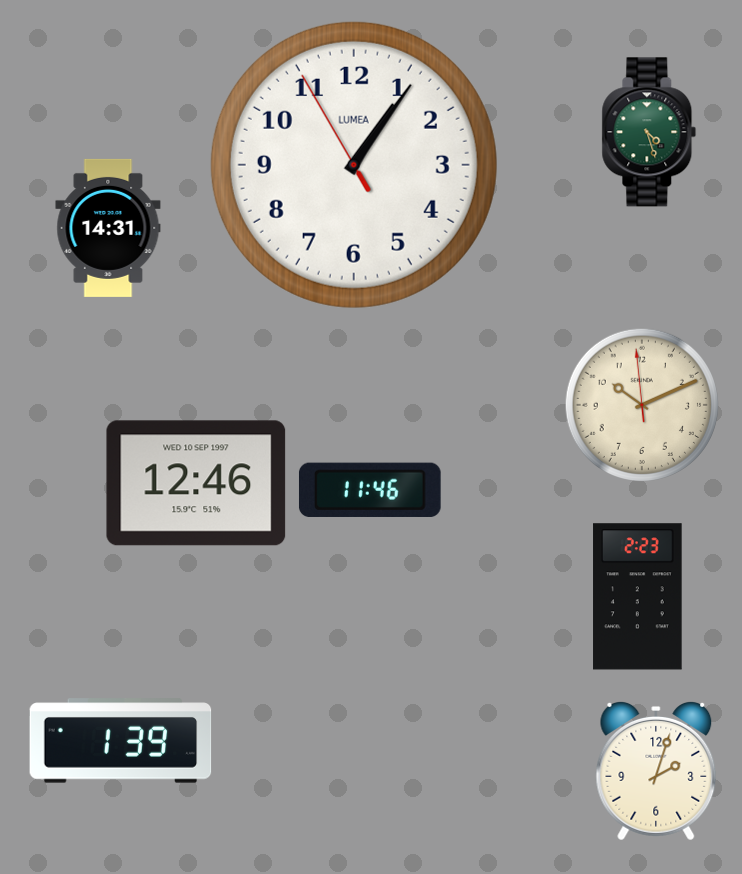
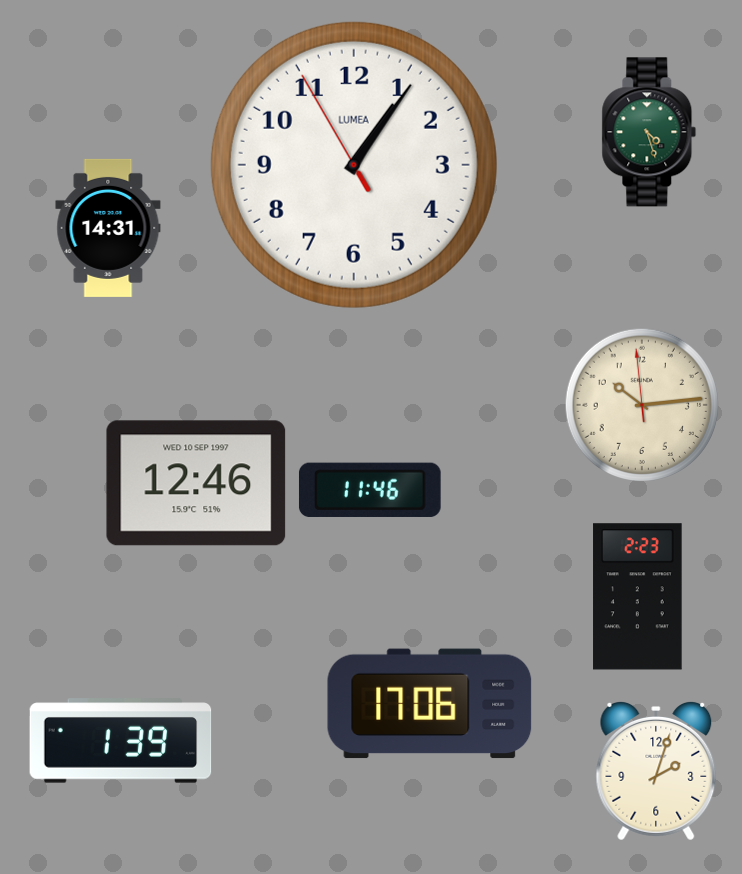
clock at (642, 405): 10:10 -> 10:13
clock at (430, 704): none -> 17:06
